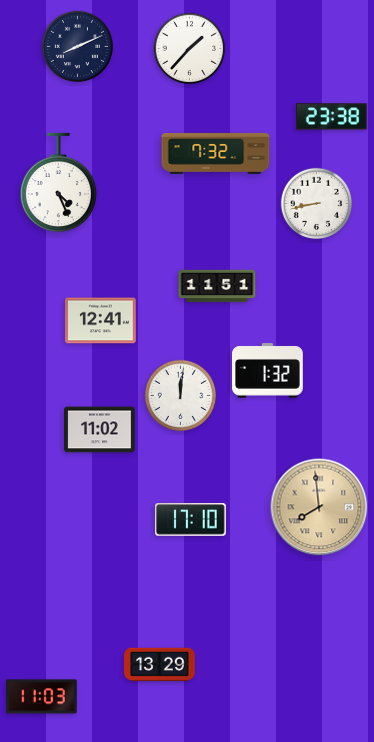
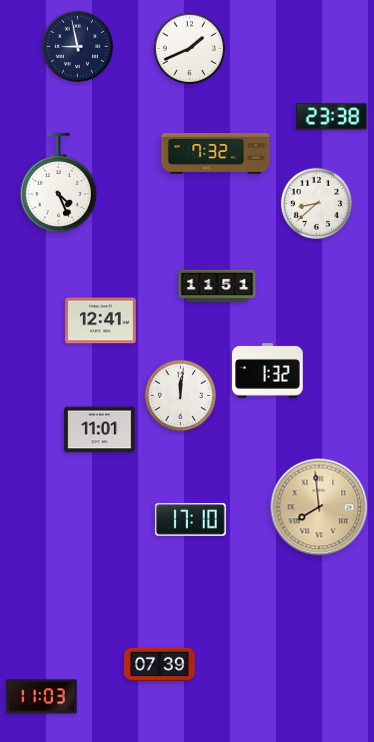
clock at (77, 46): 8:11 -> 8:58
clock at (189, 48): 1:37 -> 1:41
clock at (316, 203): 8:43 -> 8:38
clock at (100, 430): 11:02 -> 11:01
clock at (160, 665): 13:29 -> 07:39
